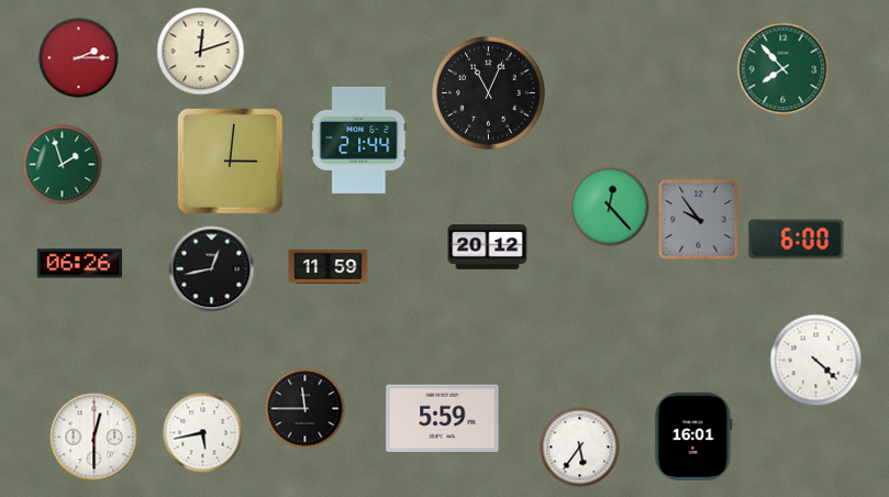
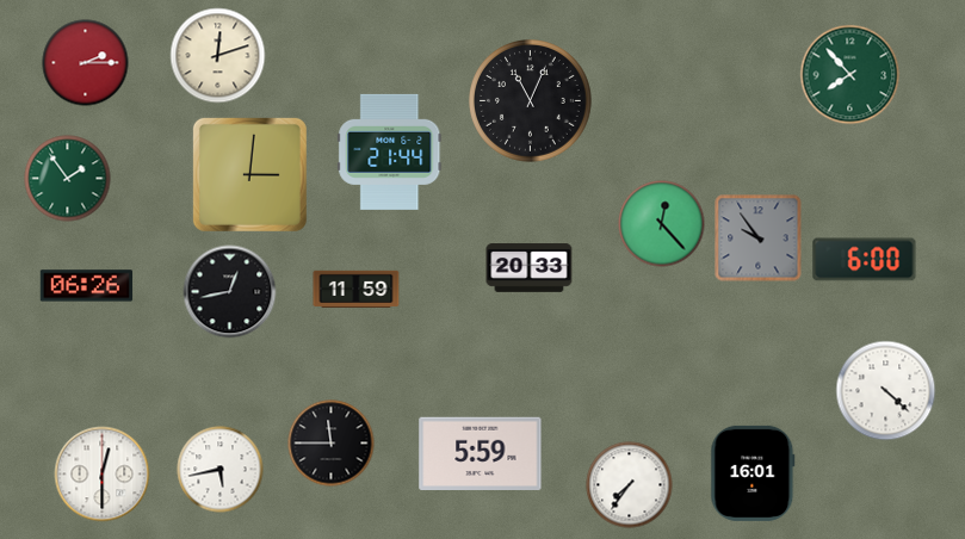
clock at (63, 165): 1:57 -> 1:54
clock at (488, 247): 20:12 -> 20:33
clock at (580, 448): 5:36 -> 7:36
